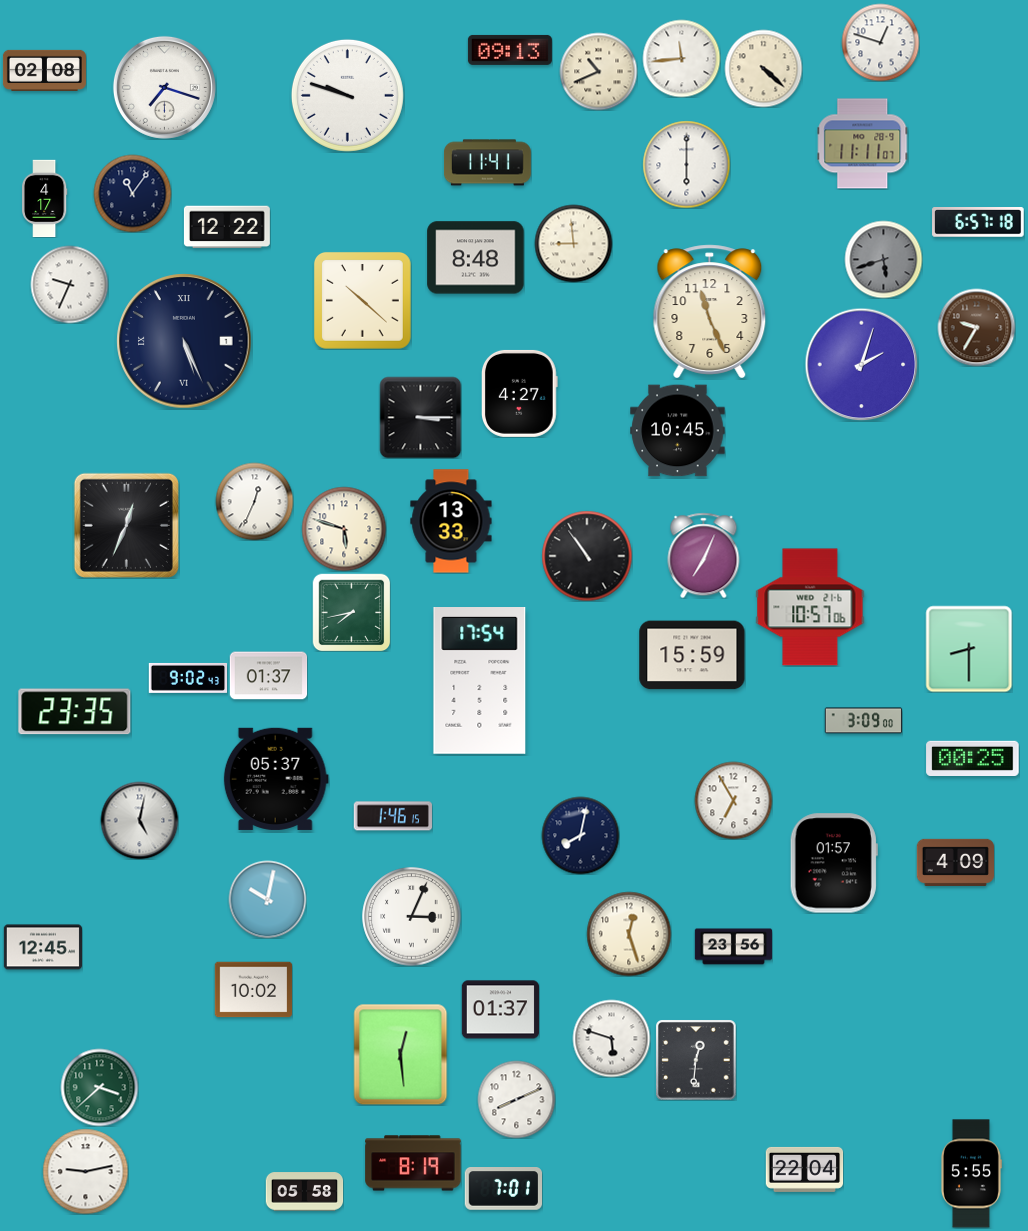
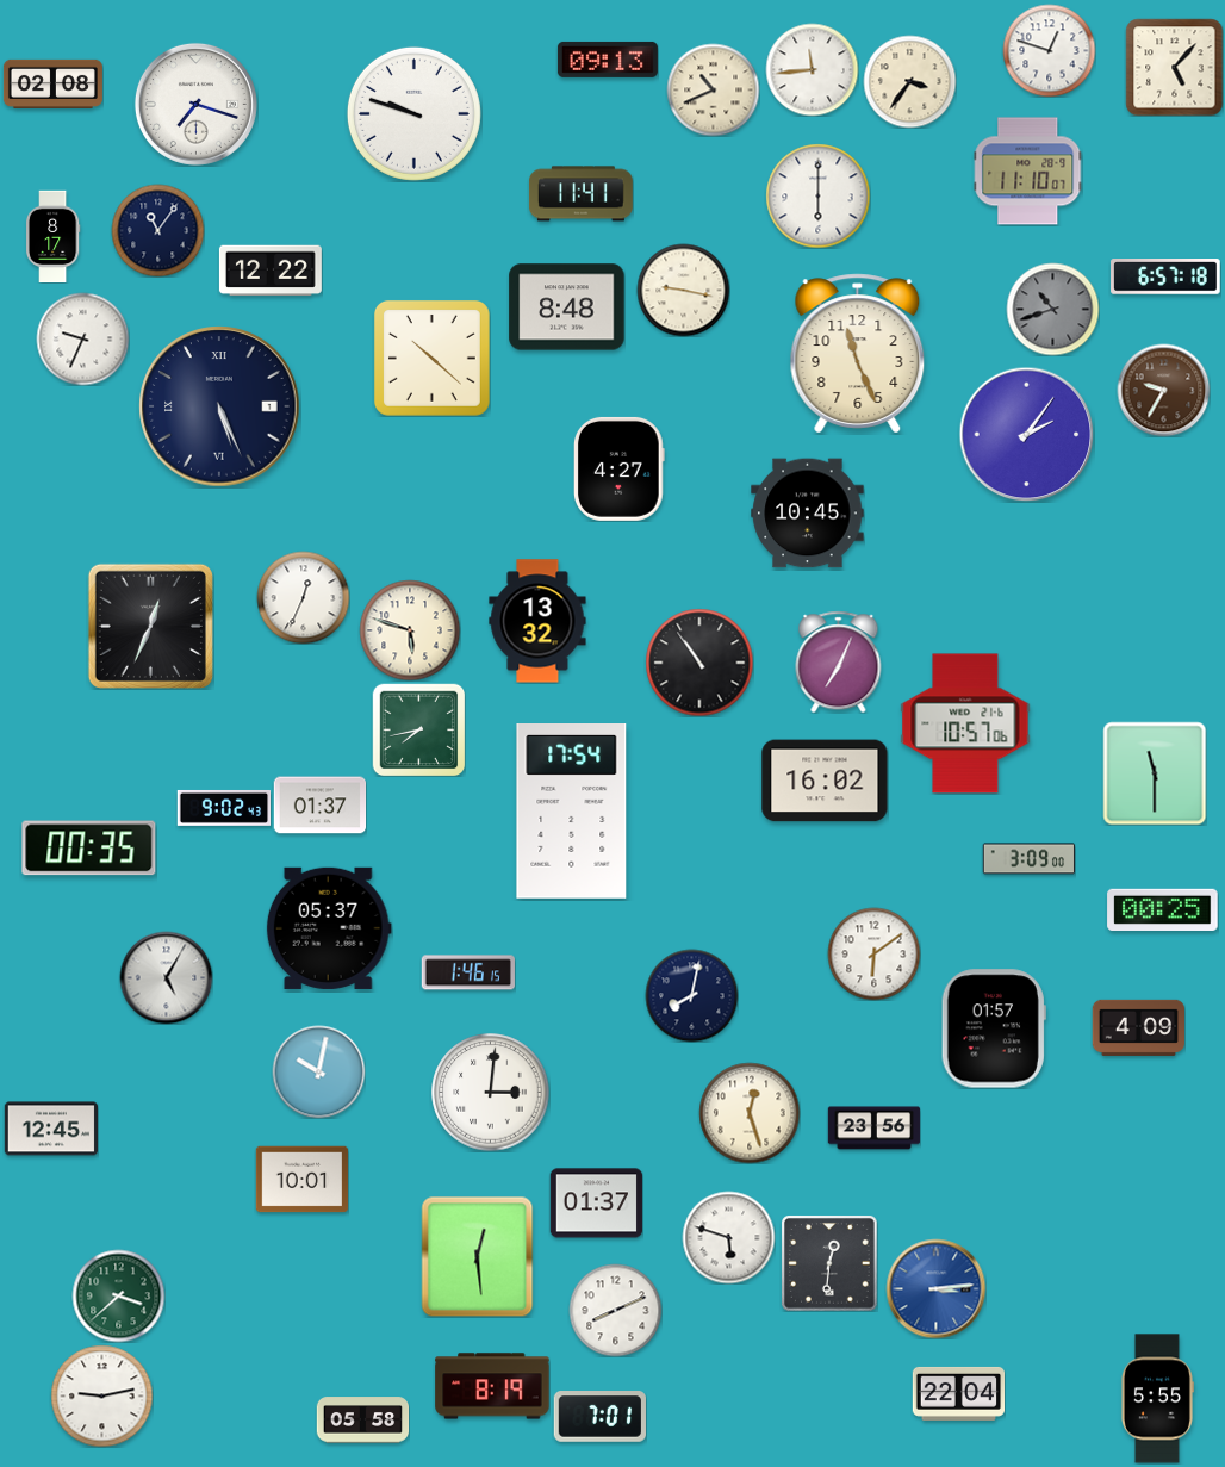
clock at (1174, 67): none -> 5:07
clock at (763, 68): 4:22 -> 3:36
clock at (598, 71) position: (598, 71) -> (713, 89)
clock at (862, 144): 11:11 -> 11:10
clock at (44, 198): 4:17 -> 8:17
clock at (978, 223) position: (978, 223) -> (1165, 278)
clock at (573, 243): 8:59 -> 9:17
clock at (883, 259): 5:42 -> 10:42
clock at (710, 312) position: (710, 312) -> (858, 354)
clock at (861, 364): 2:03 -> 2:06
clock at (420, 417): 3:15 -> none
clock at (451, 521): 13:33 -> 13:32
clock at (969, 649): 8:30 -> 11:30
clock at (692, 655): 15:59 -> 16:02
clock at (75, 712): 23:35 -> 00:35
clock at (973, 758) position: (973, 758) -> (1163, 909)
clock at (733, 800): 6:55 -> 6:09
clock at (139, 820): 5:02 -> 5:05
clock at (412, 917): 3:04 -> 3:01
clock at (253, 990): 10:02 -> 10:01
clock at (935, 1288): none -> 3:14
